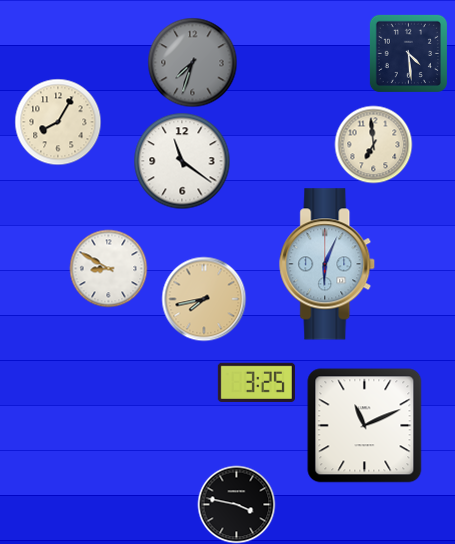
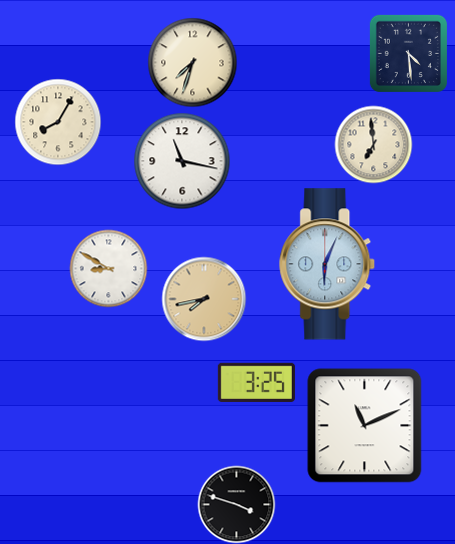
clock at (192, 62) dial: grey -> cream
clock at (182, 161): 11:21 -> 11:17
clock at (236, 504): 3:47 -> 3:48
